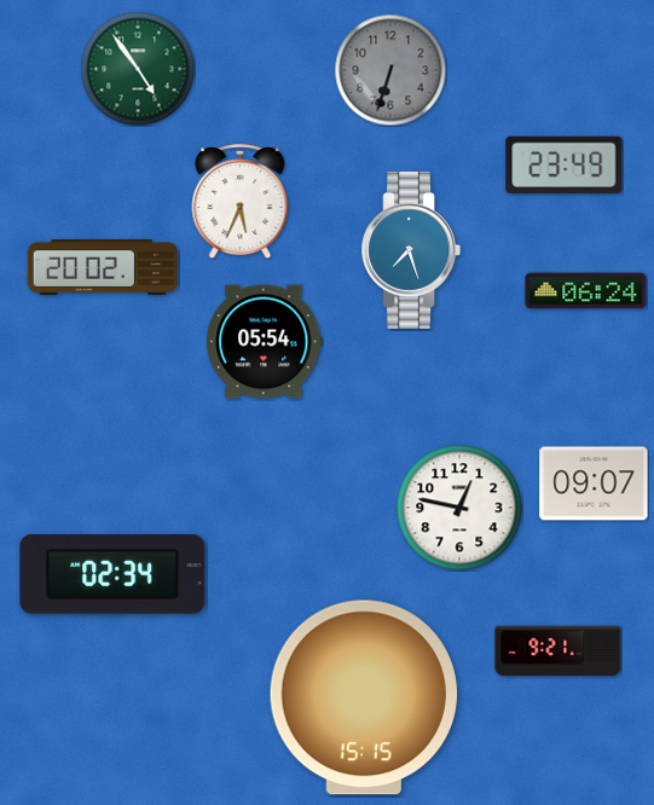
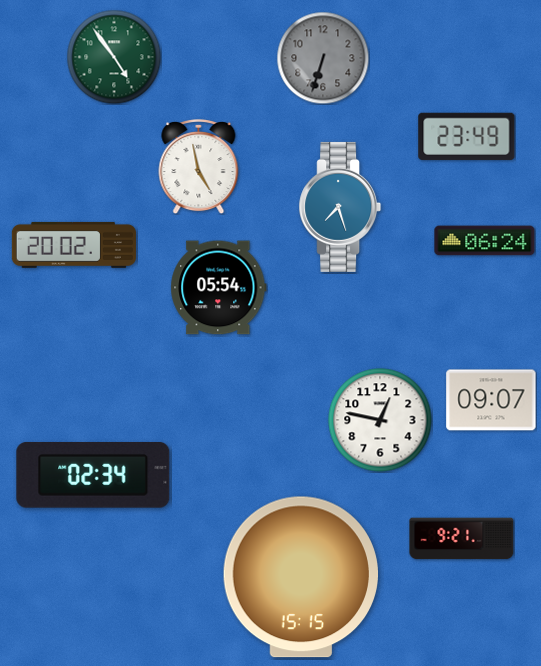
clock at (241, 202): 5:34 -> 4:58
clock at (103, 267) position: (103, 267) -> (74, 245)
clock at (265, 342) position: (265, 342) -> (219, 288)
